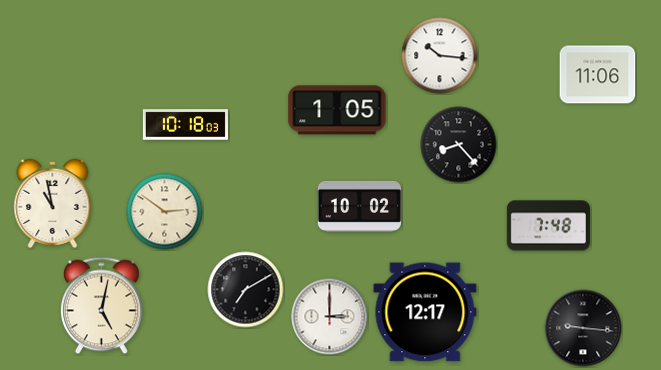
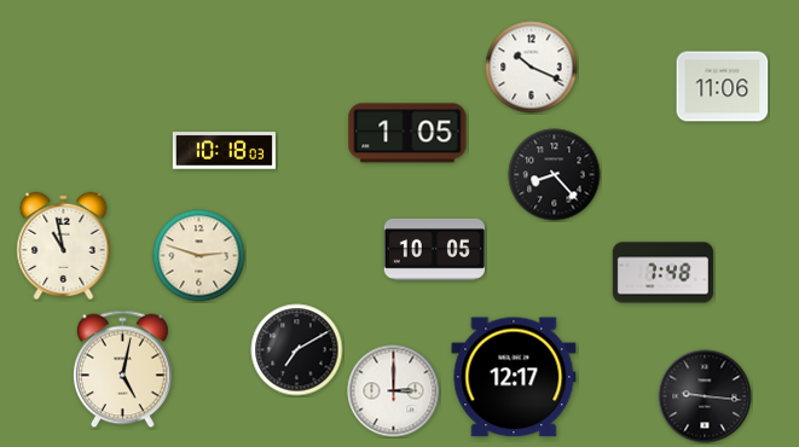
clock at (440, 56): 10:16 -> 10:19
clock at (598, 75) position: (598, 75) -> (723, 87)
clock at (359, 206): 10:02 -> 10:05
clock at (165, 212): 2:51 -> 2:48
clock at (330, 317) position: (330, 317) -> (394, 391)
